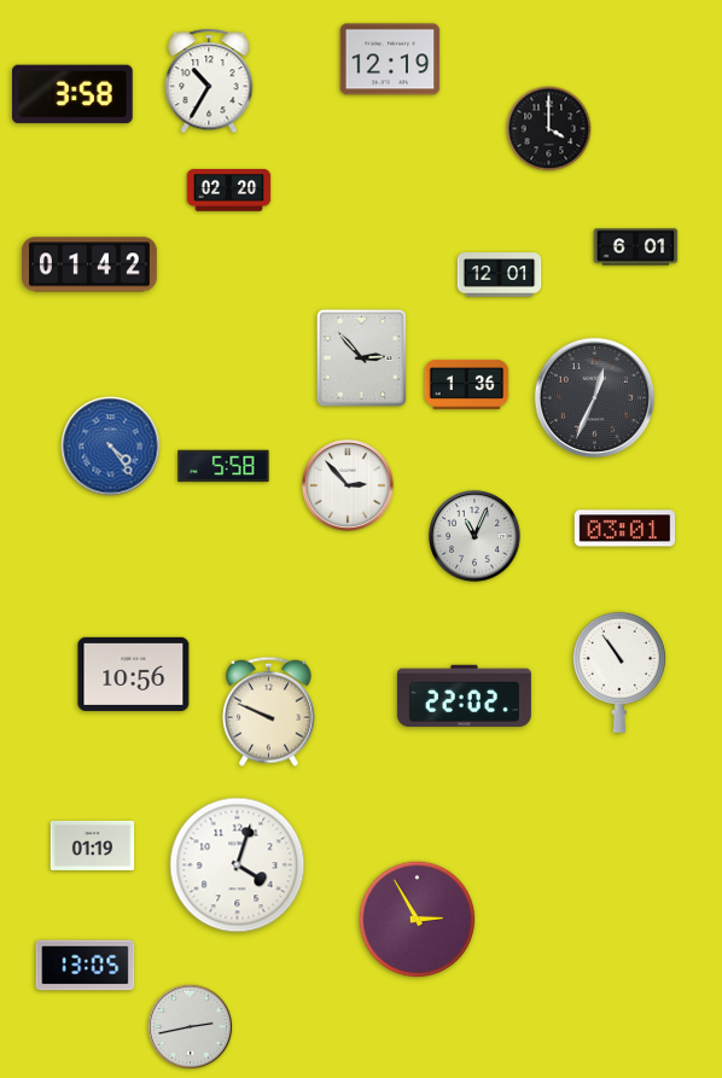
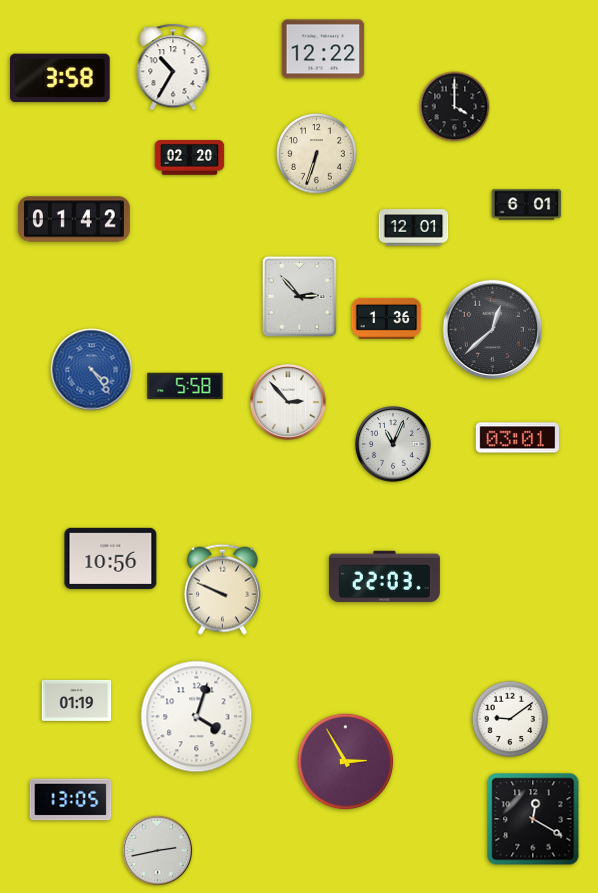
clock at (390, 59): 12:19 -> 12:22
clock at (317, 154): none -> 6:33
clock at (594, 397): 12:34 -> 12:38
clock at (619, 672): 10:54 -> none
clock at (464, 697): 22:02 -> 22:03
clock at (509, 718): none -> 9:09
clock at (533, 819): none -> 12:20
